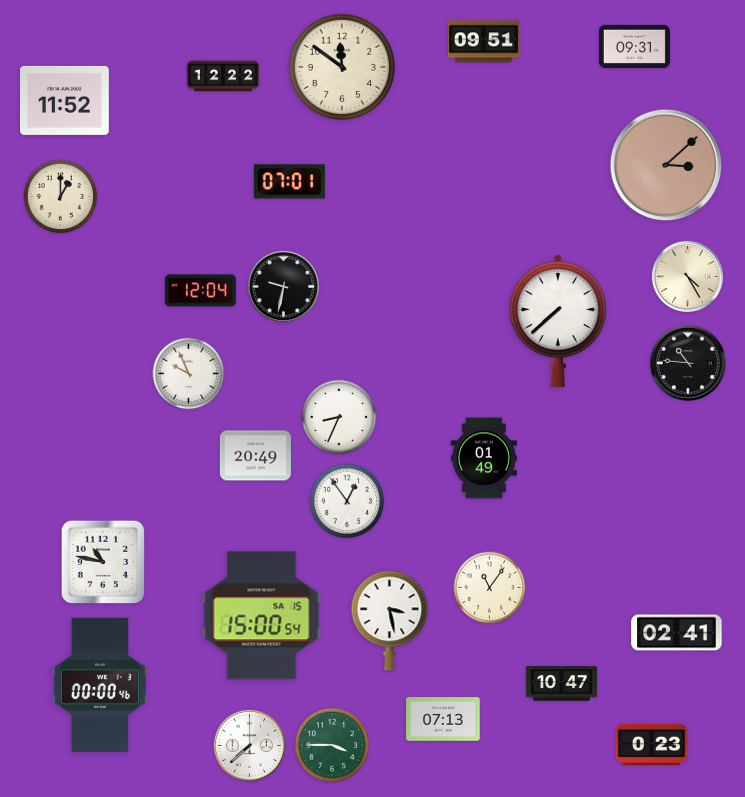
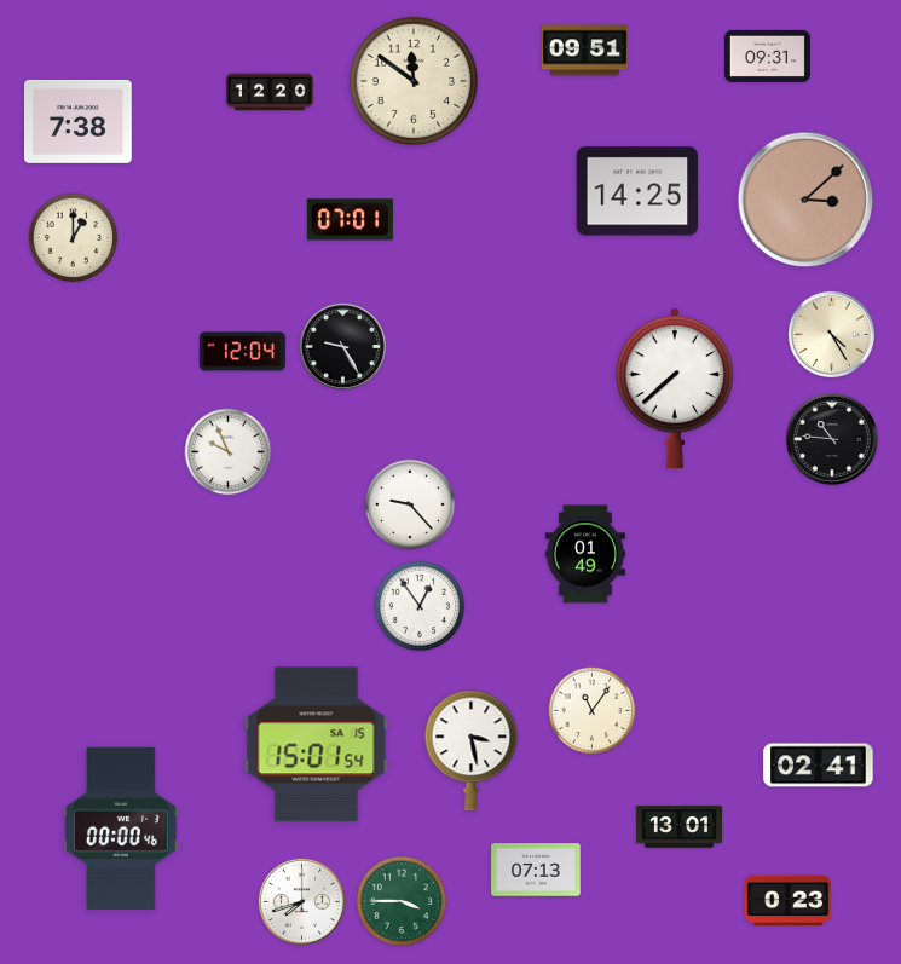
clock at (224, 76): 12:22 -> 12:20
clock at (65, 100): 11:52 -> 7:38
clock at (637, 191): none -> 14:25
clock at (283, 286): 9:32 -> 9:25
clock at (339, 417): 8:34 -> 9:23
clock at (255, 456): 20:49 -> none
clock at (103, 562): 10:47 -> none
clock at (262, 616): 15:00 -> 15:01
clock at (561, 684): 10:47 -> 13:01
clock at (249, 745): 7:38 -> 7:42
